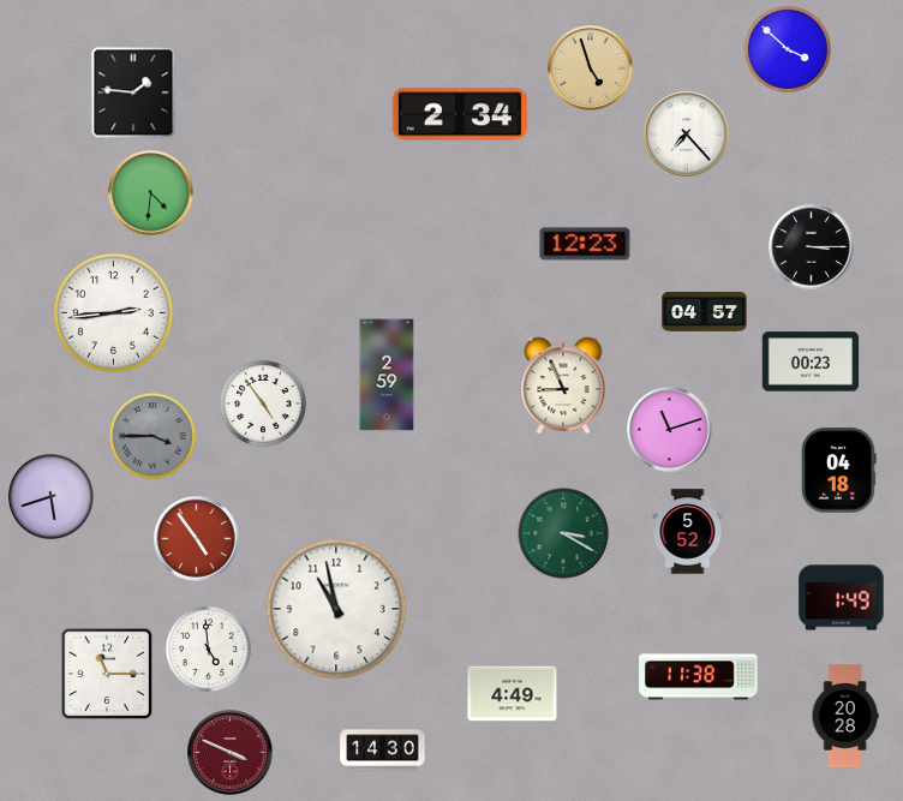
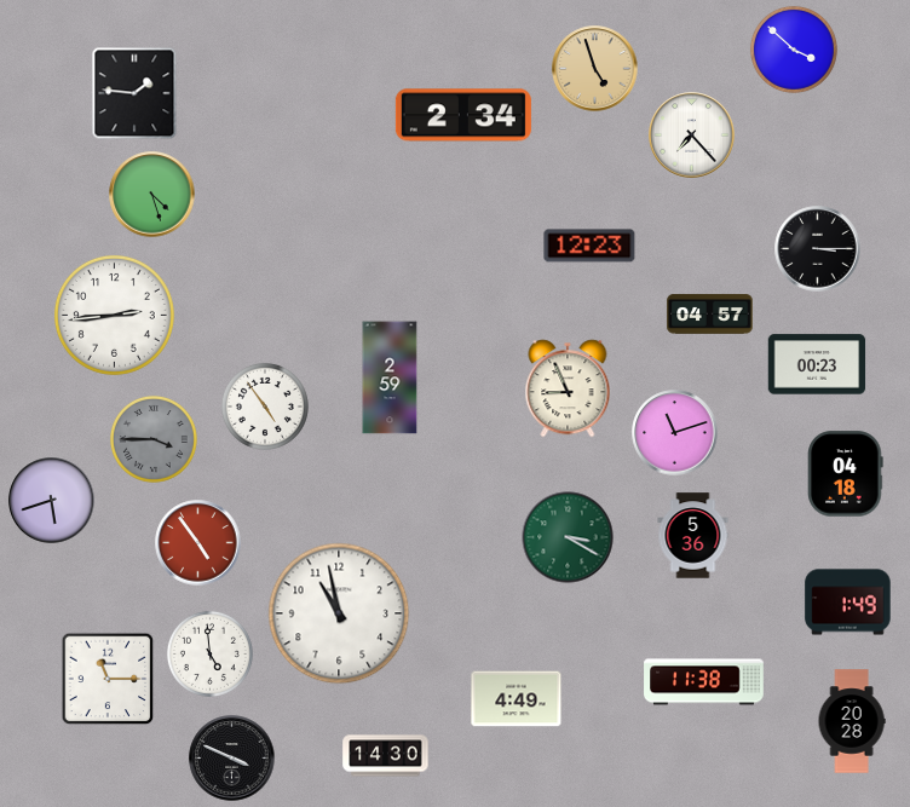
clock at (151, 193): 4:31 -> 4:27
clock at (688, 532): 5:52 -> 5:36
clock at (231, 753) dial: burgundy -> black
